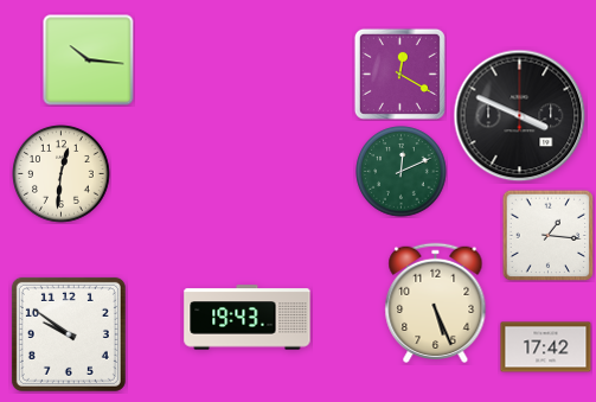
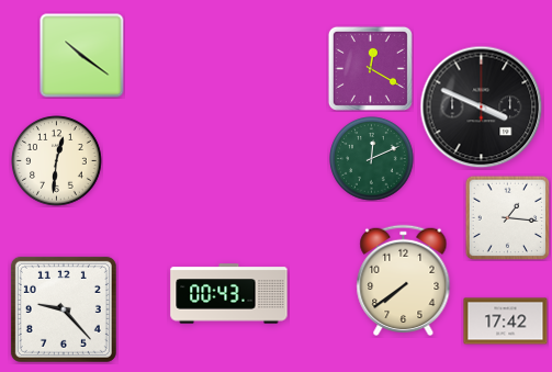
clock at (89, 60): 10:16 -> 10:21
clock at (436, 302): 5:26 -> 7:39
clock at (248, 318): 19:43 -> 00:43
clock at (69, 334): 9:51 -> 9:23
